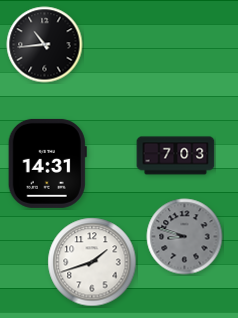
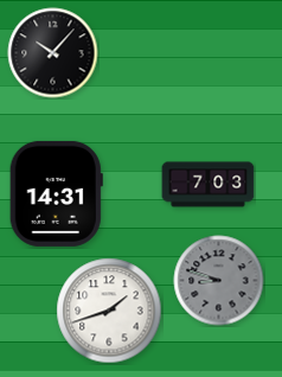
clock at (45, 45): 10:44 -> 10:07
